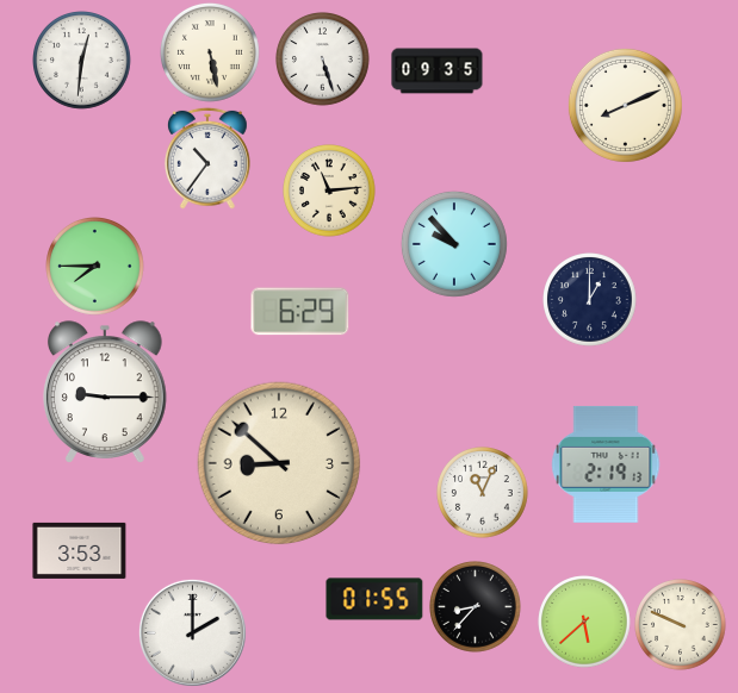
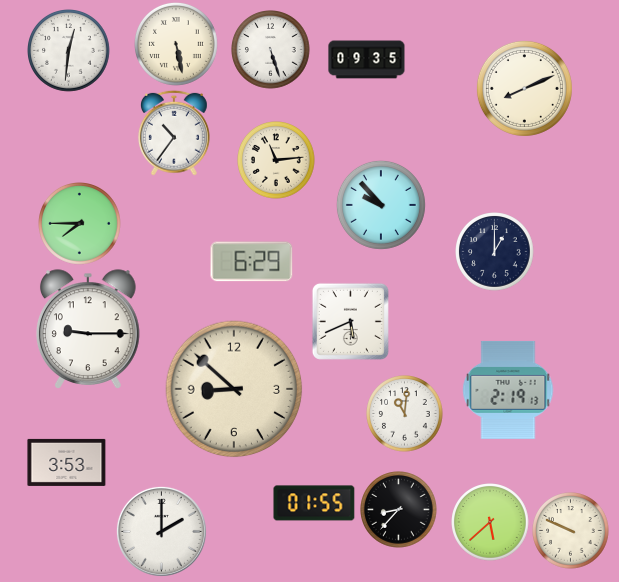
clock at (350, 321): none -> 5:41
clock at (483, 493): 11:04 -> 11:01
clock at (681, 625) position: (681, 625) -> (571, 531)
